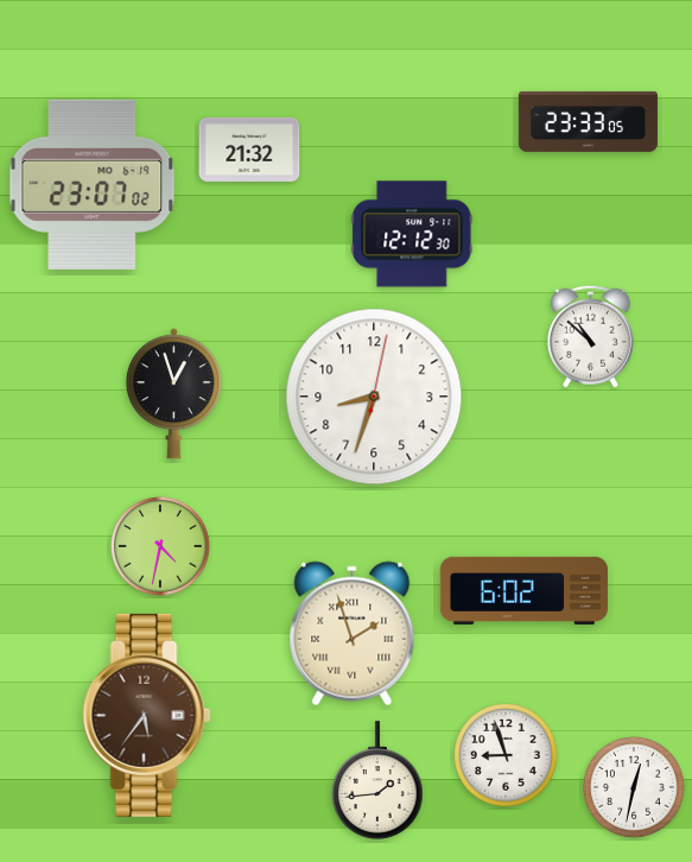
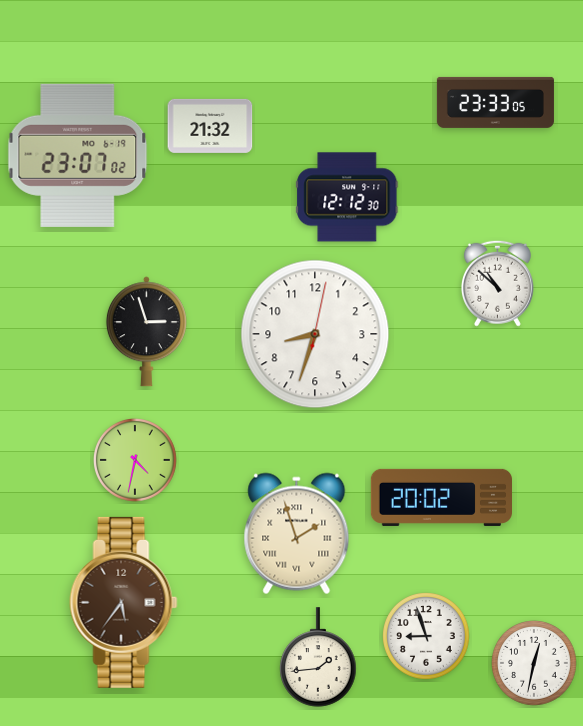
clock at (173, 394): 12:57 -> 2:57
clock at (523, 590): 6:02 -> 20:02
